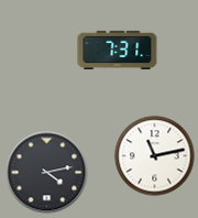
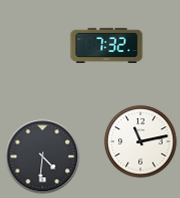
clock at (118, 50): 7:31 -> 7:32
clock at (47, 173): 4:13 -> 4:31
